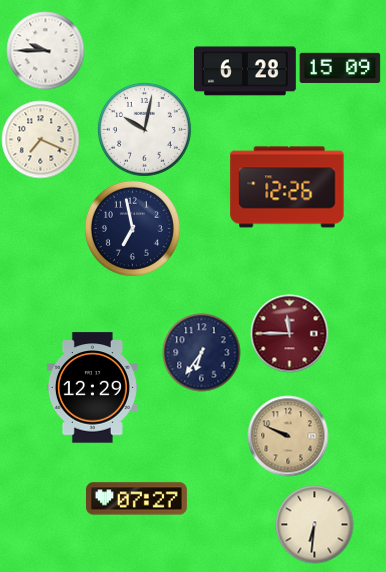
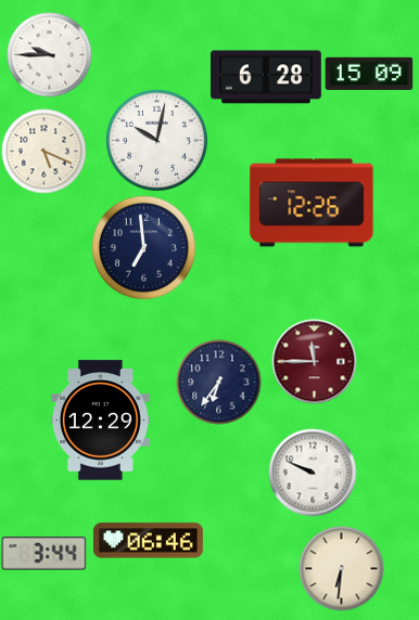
clock at (40, 139): 7:19 -> 5:19
clock at (132, 228): 6:58 -> 6:59
clock at (288, 436) dial: champagne -> white
clock at (136, 499): 07:27 -> 06:46
clock at (43, 554): none -> 3:44
